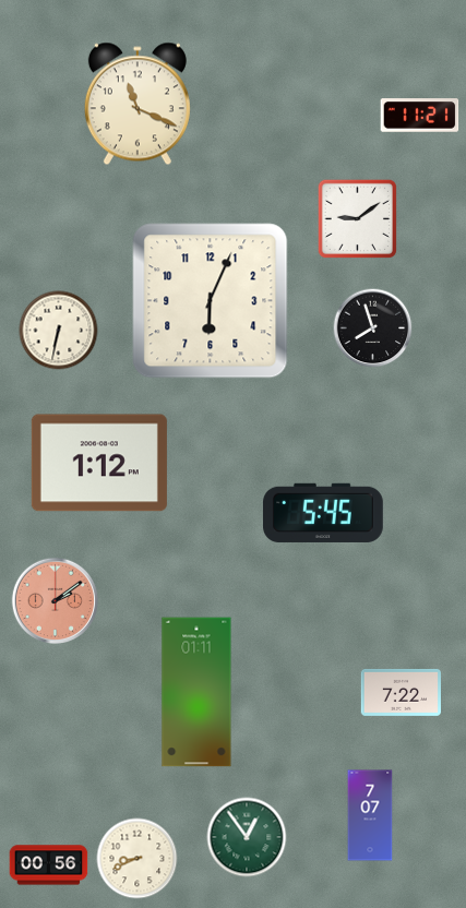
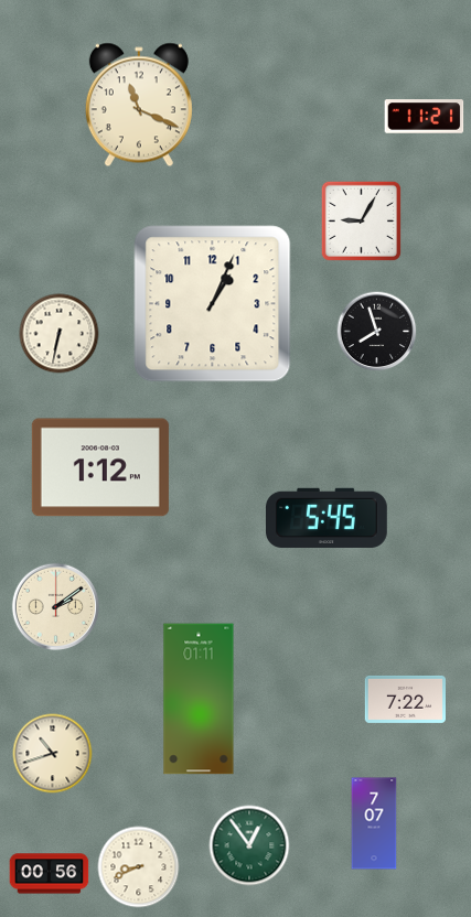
clock at (357, 218): 9:09 -> 9:05
clock at (211, 301): 6:04 -> 1:04
clock at (55, 600) dial: salmon -> cream
clock at (53, 754): none -> 10:42
